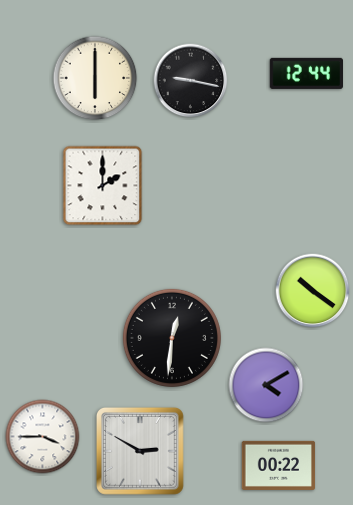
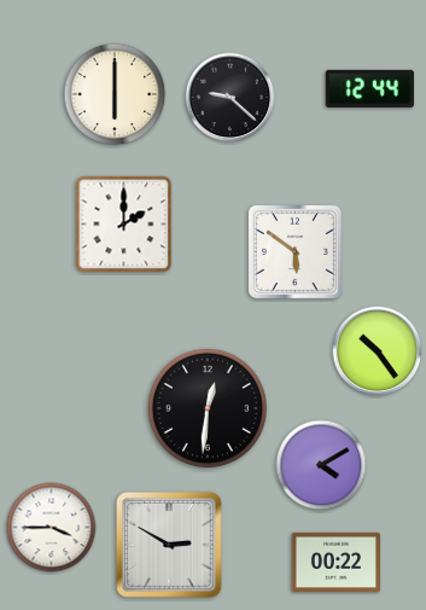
clock at (191, 81): 9:17 -> 9:22
clock at (294, 251): none -> 5:51
clock at (313, 291): 10:21 -> 10:24
